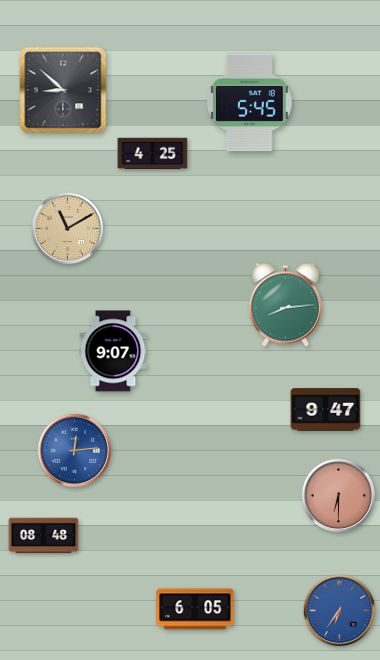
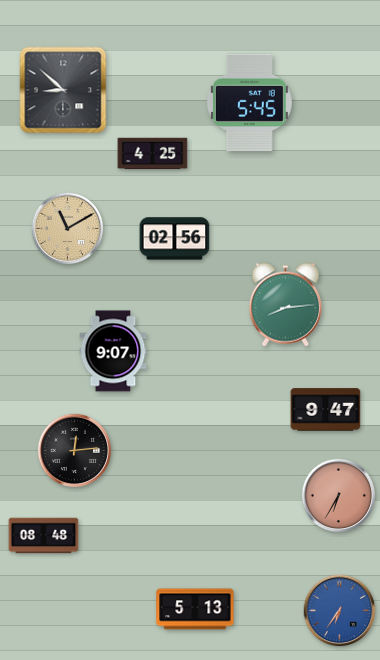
clock at (175, 239): none -> 02:56
clock at (75, 451) dial: blue -> black
clock at (339, 496): 6:30 -> 6:35
clock at (195, 609): 6:05 -> 5:13
